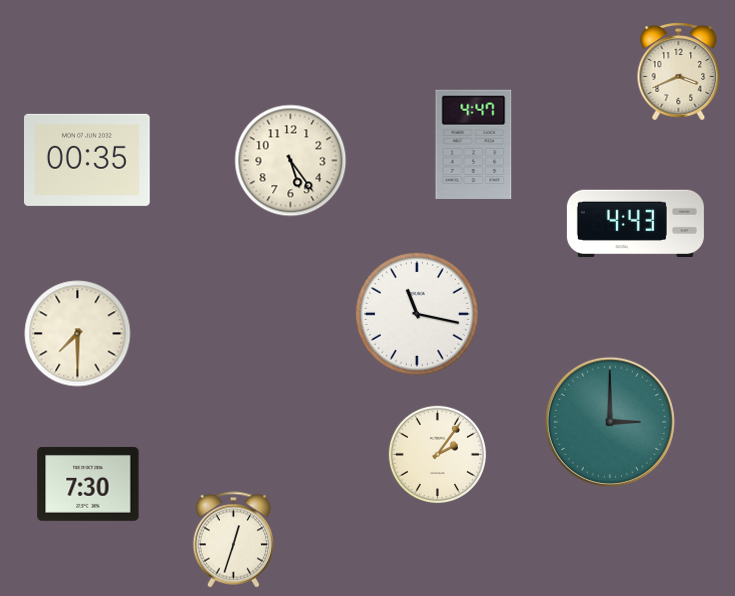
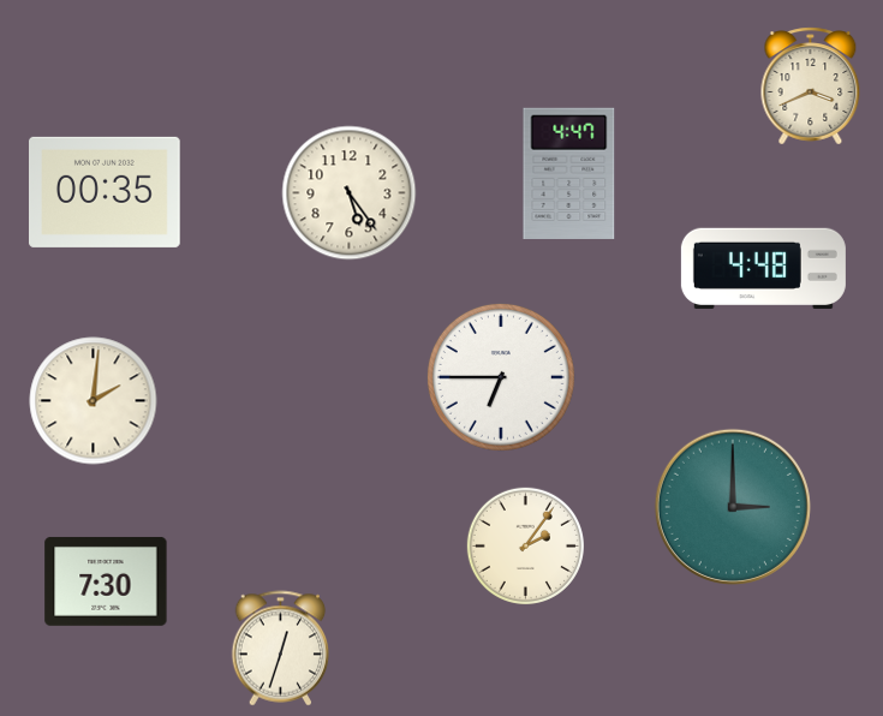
clock at (679, 72) position: (679, 72) -> (811, 86)
clock at (635, 223): 4:43 -> 4:48
clock at (417, 314): 11:17 -> 6:45
clock at (78, 334): 7:30 -> 2:01
